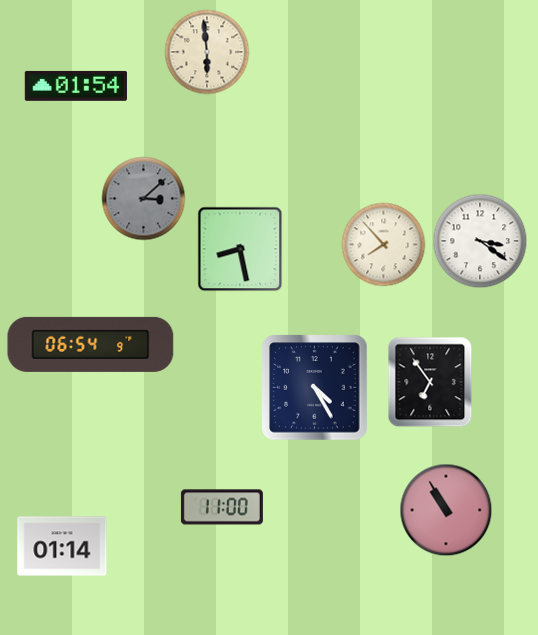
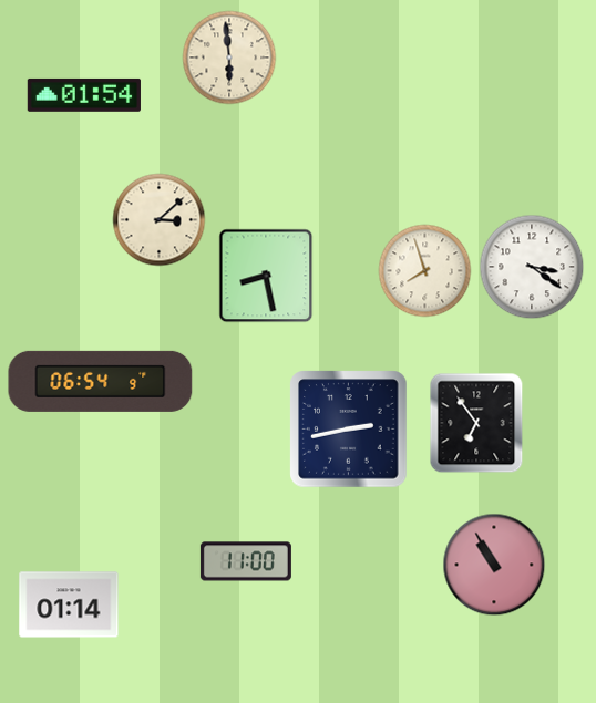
clock at (144, 199) dial: grey -> cream
clock at (384, 245): 7:53 -> 7:57
clock at (315, 388): 4:25 -> 2:43
